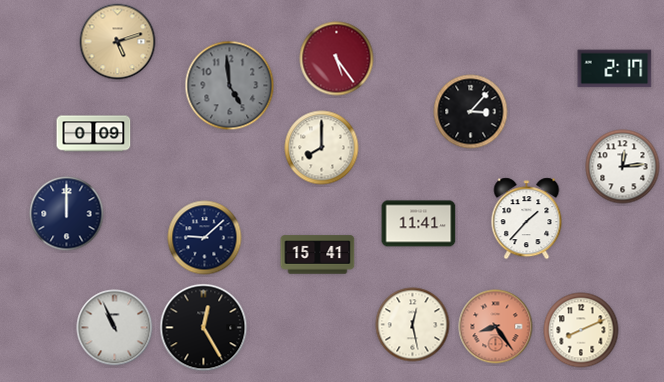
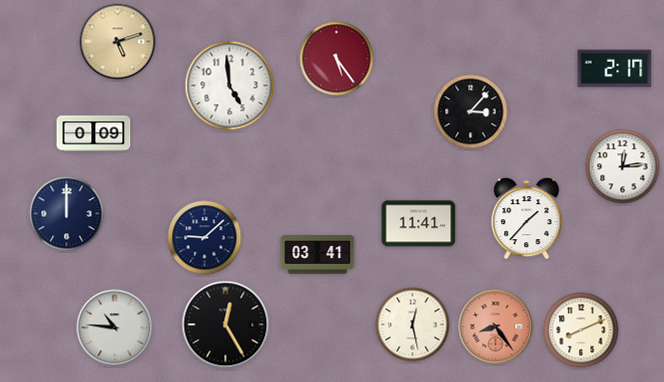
clock at (230, 86) dial: grey -> white
clock at (322, 148): 8:00 -> none
clock at (318, 255): 15:41 -> 03:41
clock at (115, 328): 10:56 -> 10:46
clock at (204, 328) position: (204, 328) -> (226, 325)
